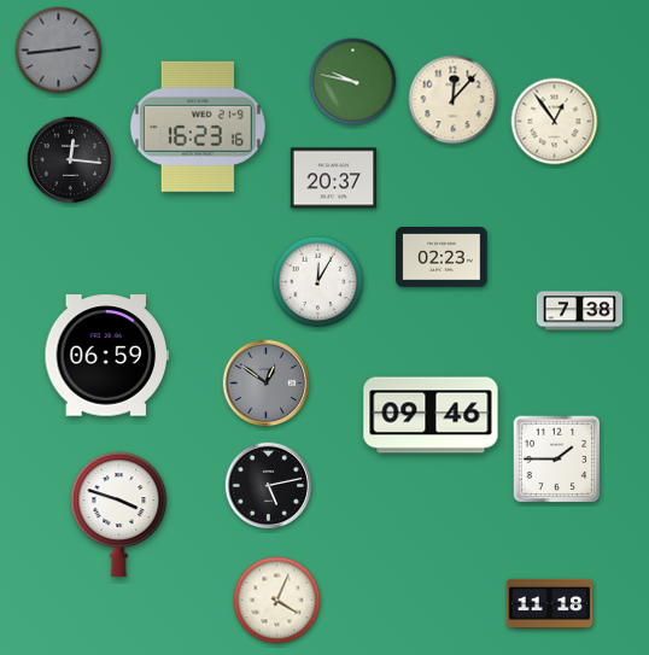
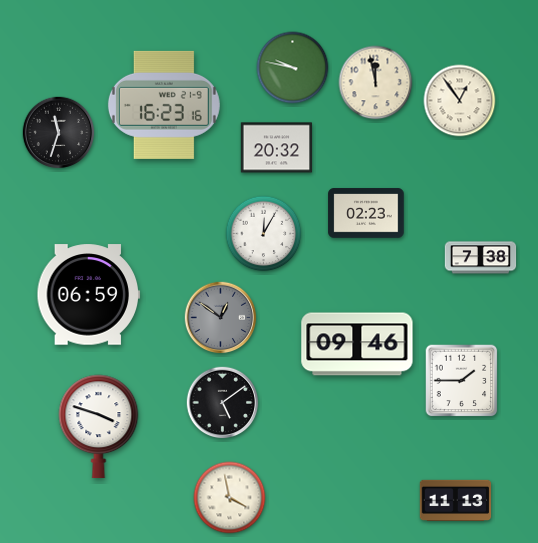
clock at (59, 51): 2:44 -> none
clock at (454, 100): 12:07 -> 11:58
clock at (71, 160): 12:16 -> 11:33
clock at (334, 179): 20:37 -> 20:32
clock at (269, 486): 5:13 -> 5:09
clock at (277, 601): 4:04 -> 3:58
clock at (550, 603): 11:18 -> 11:13
